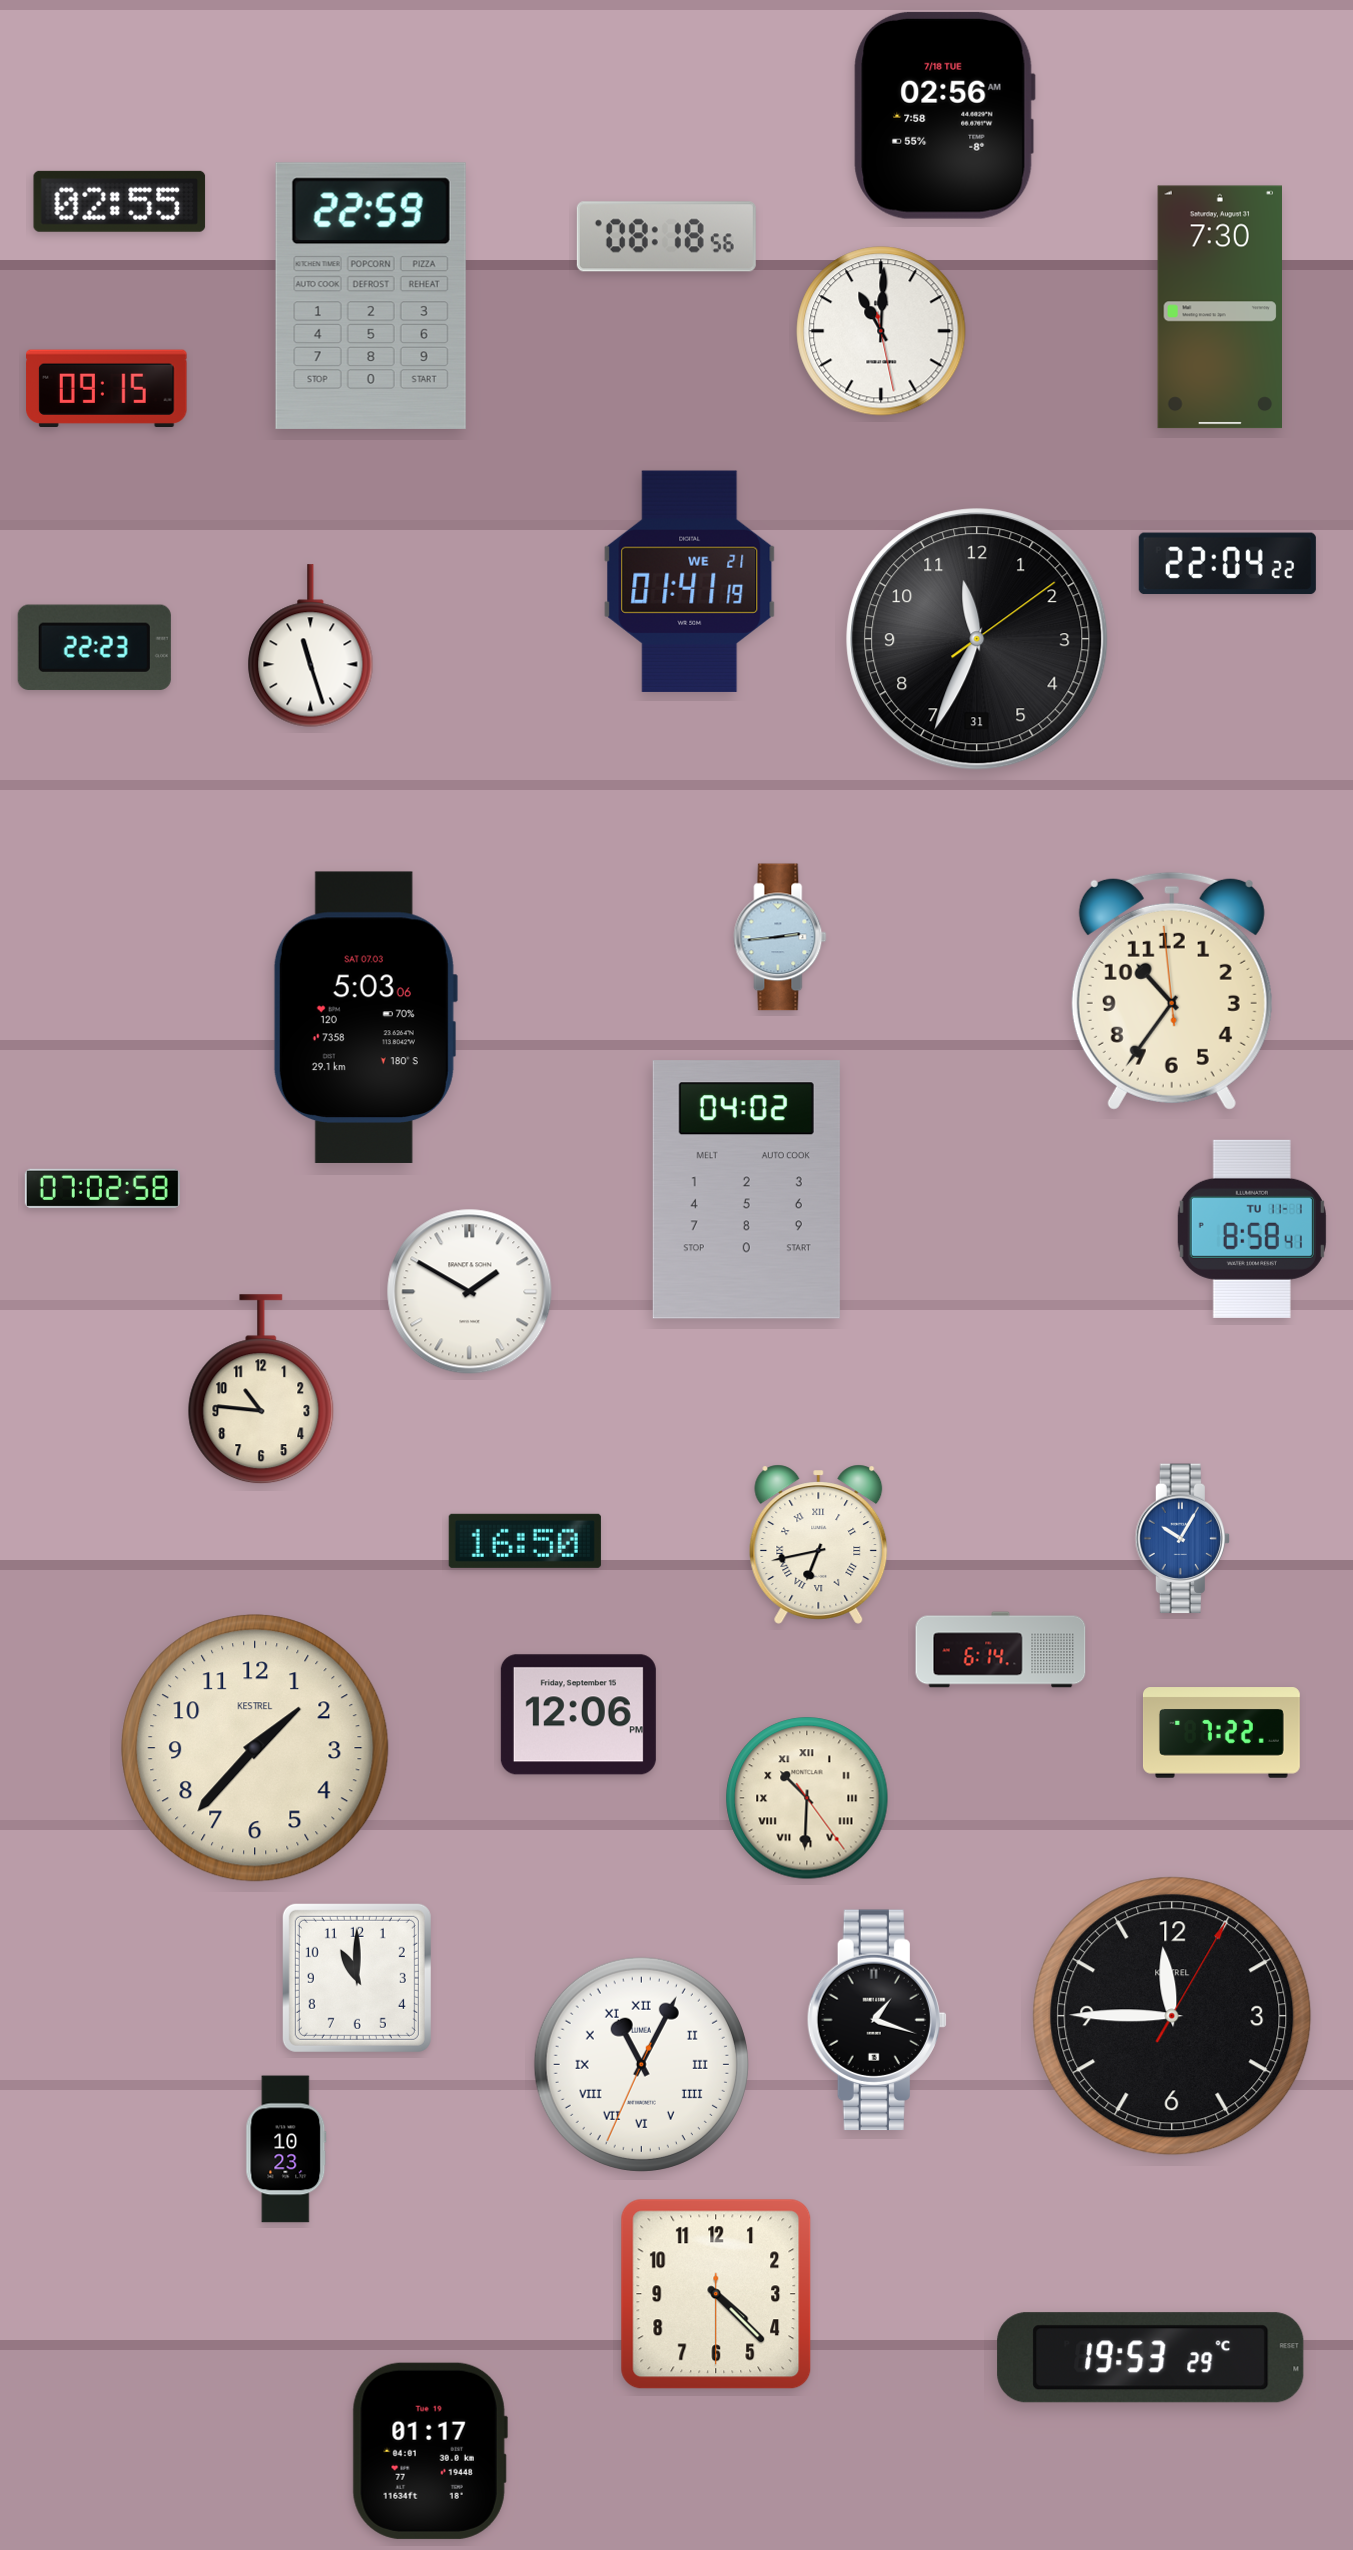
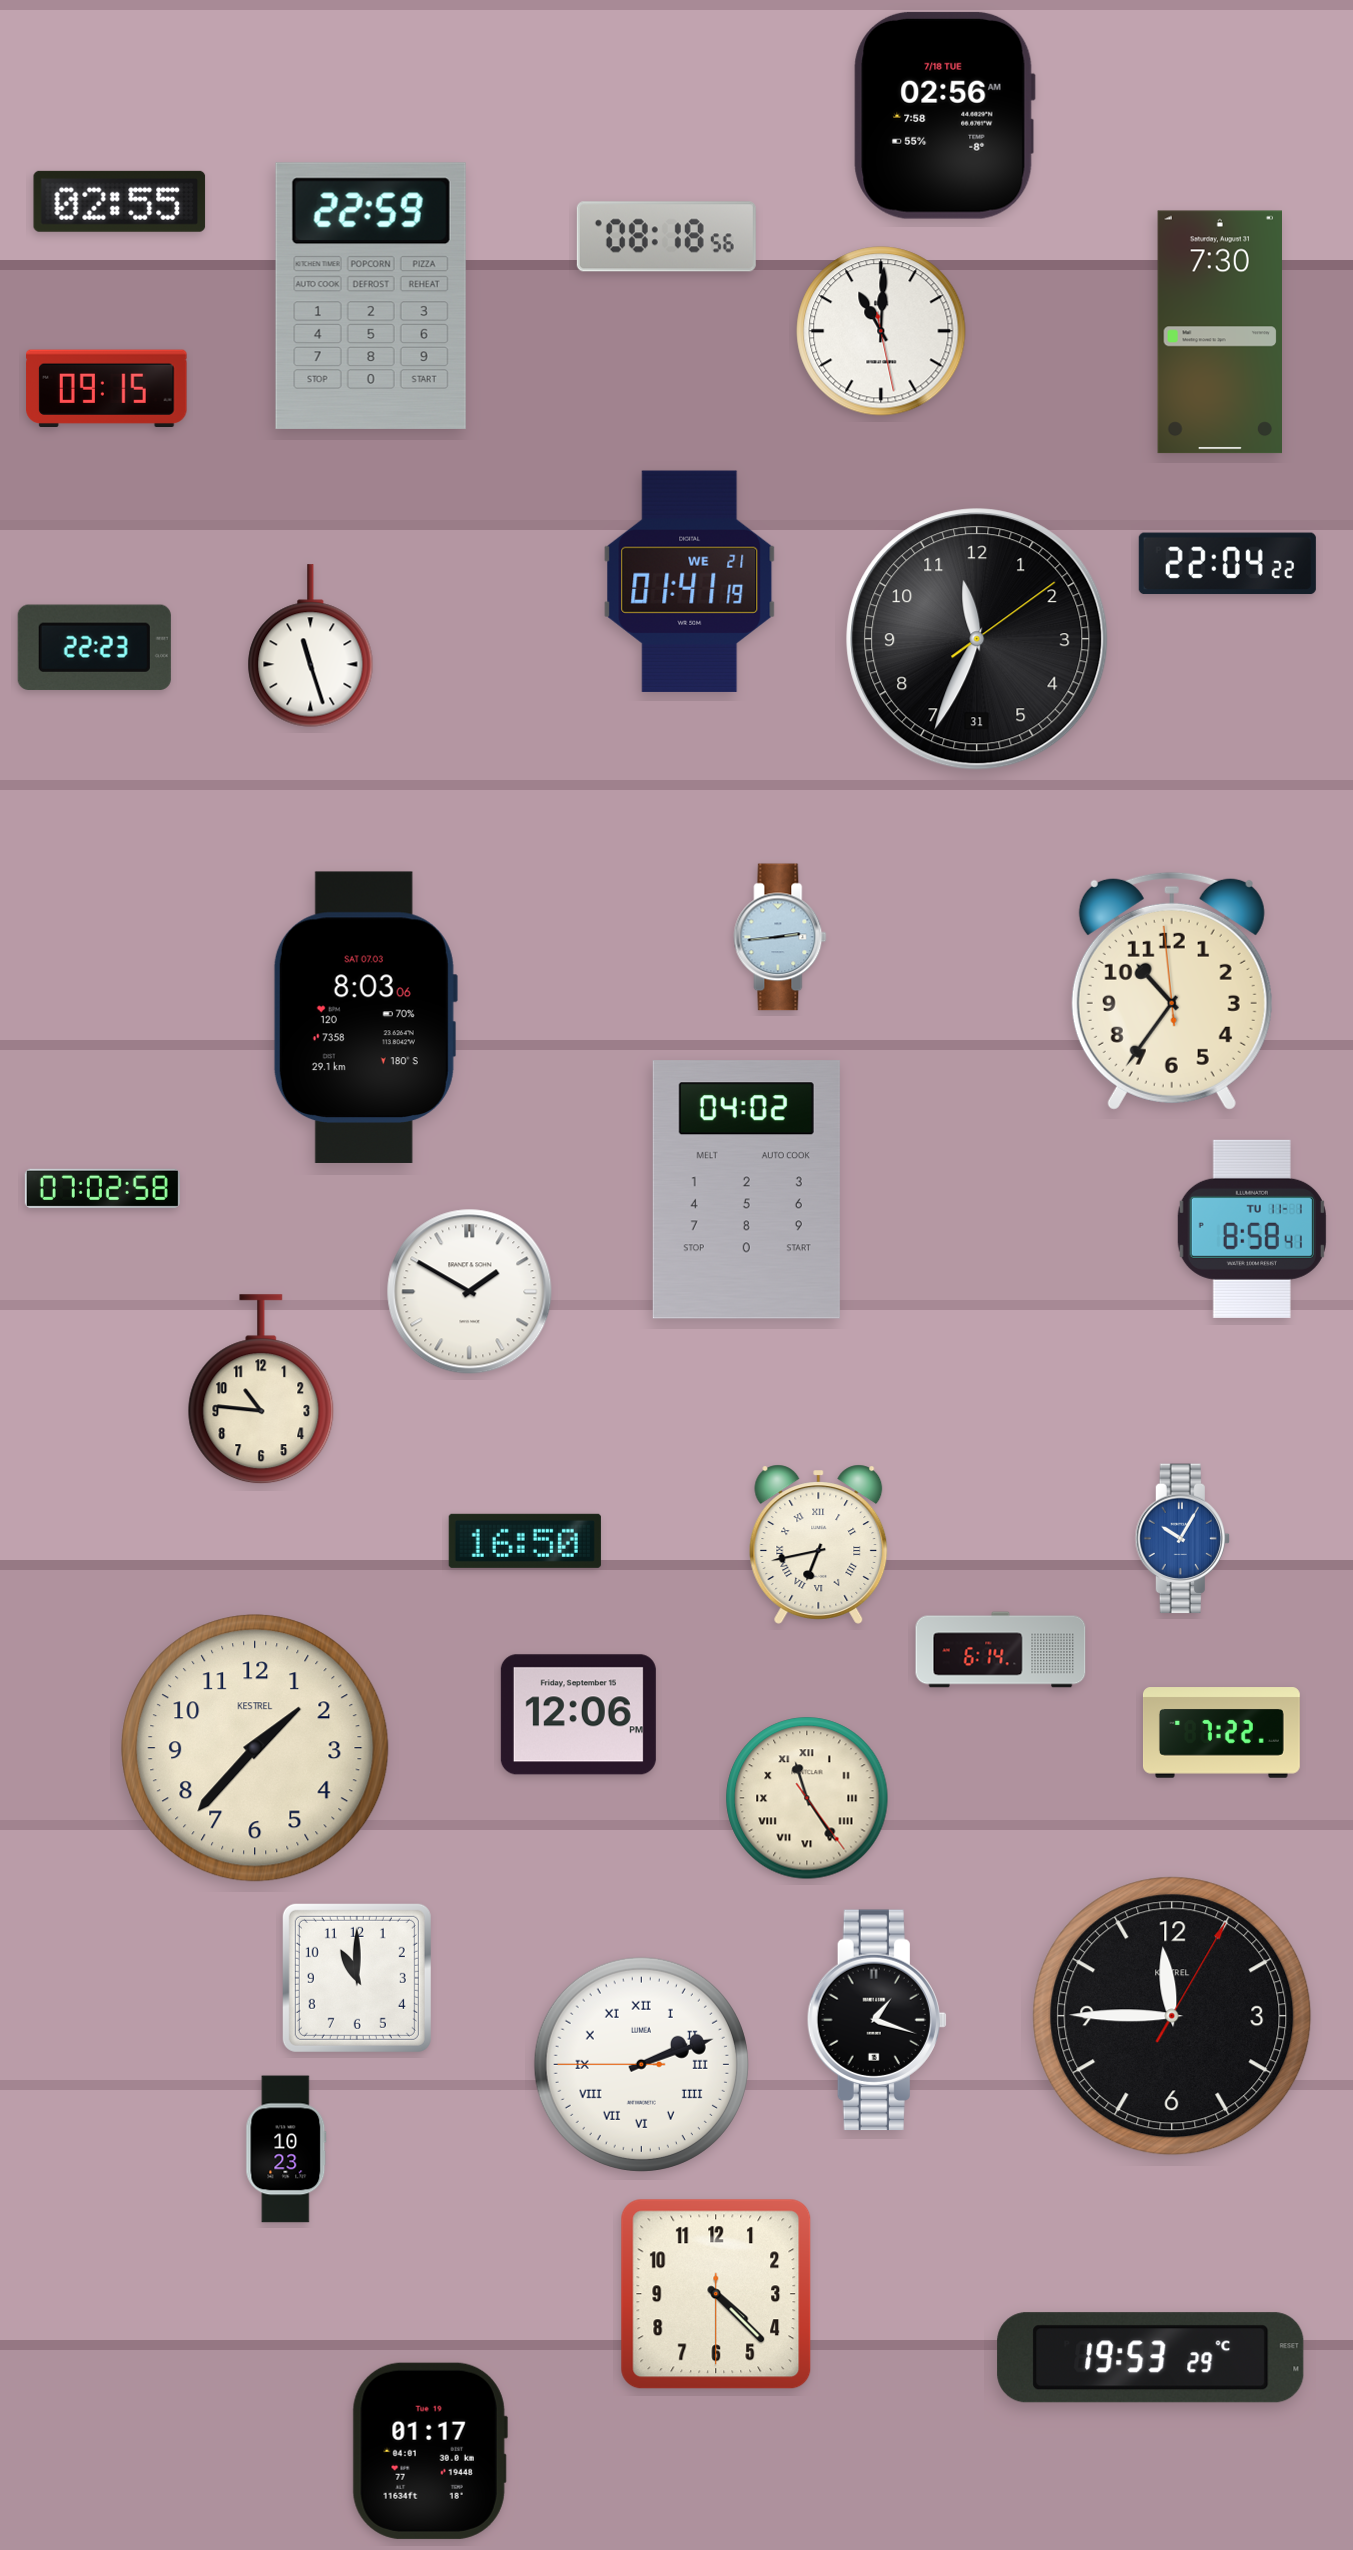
clock at (1219, 307) position: (1219, 307) -> (1219, 332)
clock at (365, 1017): 5:03 -> 8:03
clock at (807, 1798): 10:30 -> 11:24
clock at (641, 2064): 11:04 -> 2:11
